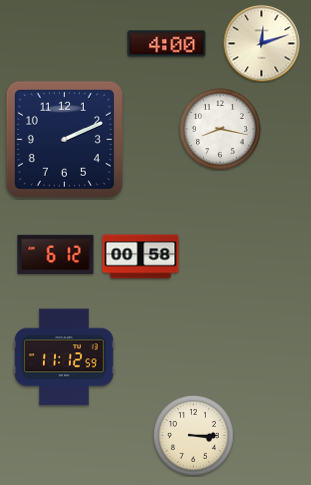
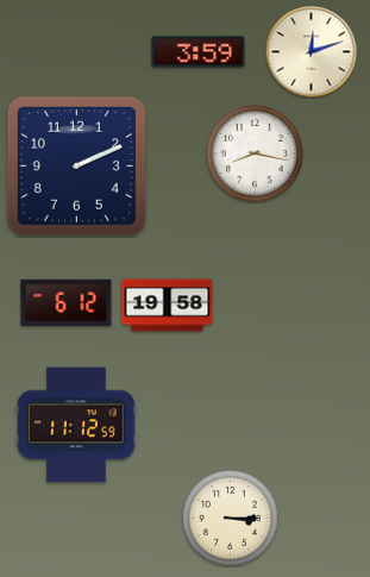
clock at (167, 44): 4:00 -> 3:59
clock at (221, 130) position: (221, 130) -> (256, 155)
clock at (141, 257): 00:58 -> 19:58
